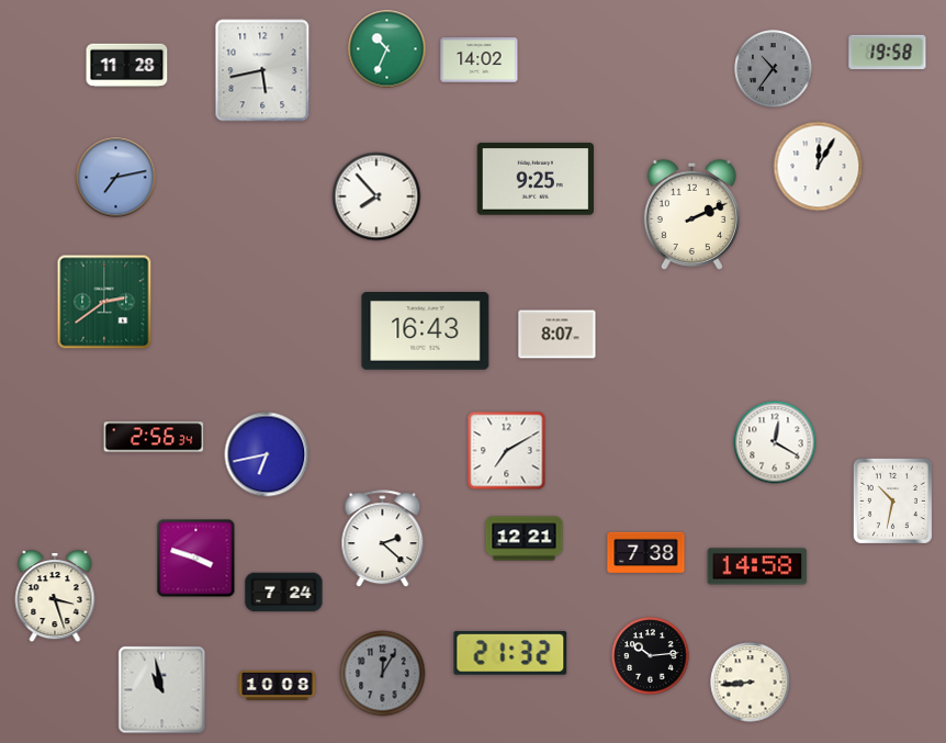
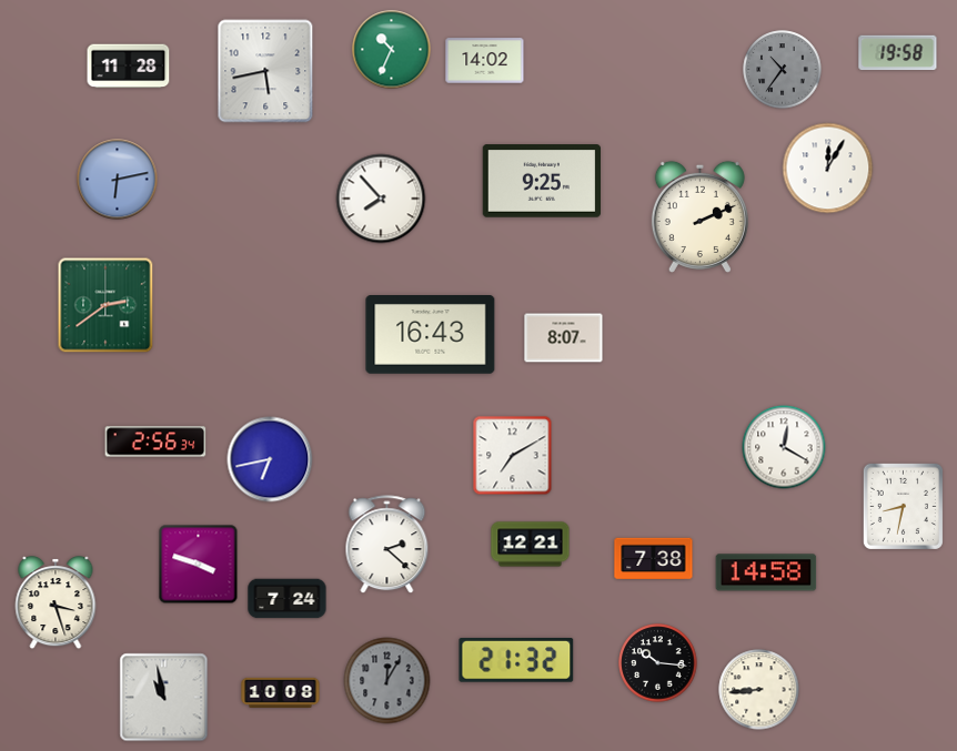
clock at (116, 178): 7:13 -> 6:13
clock at (892, 500): 10:32 -> 8:32
clock at (651, 656): 10:14 -> 10:16
